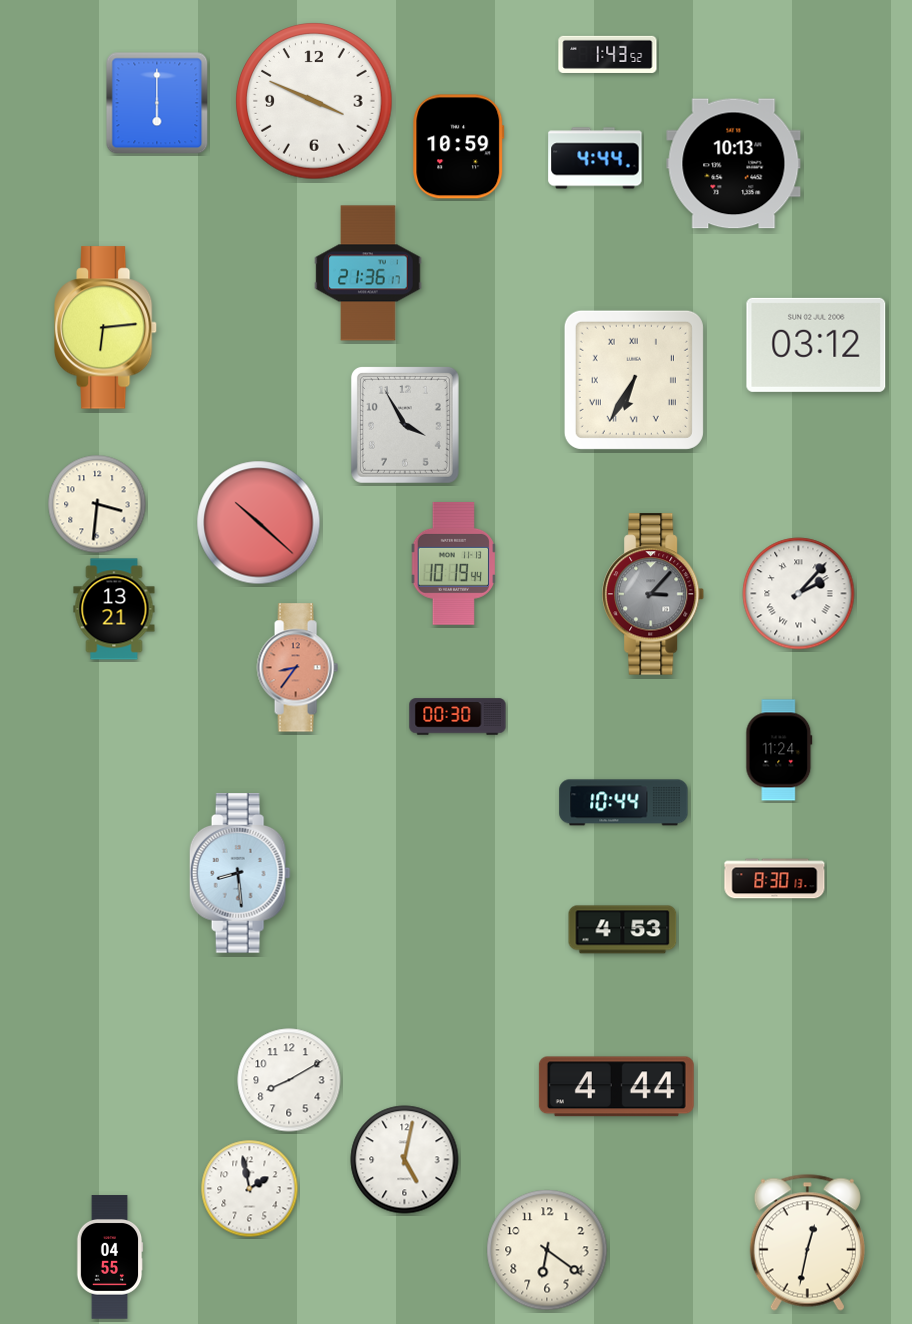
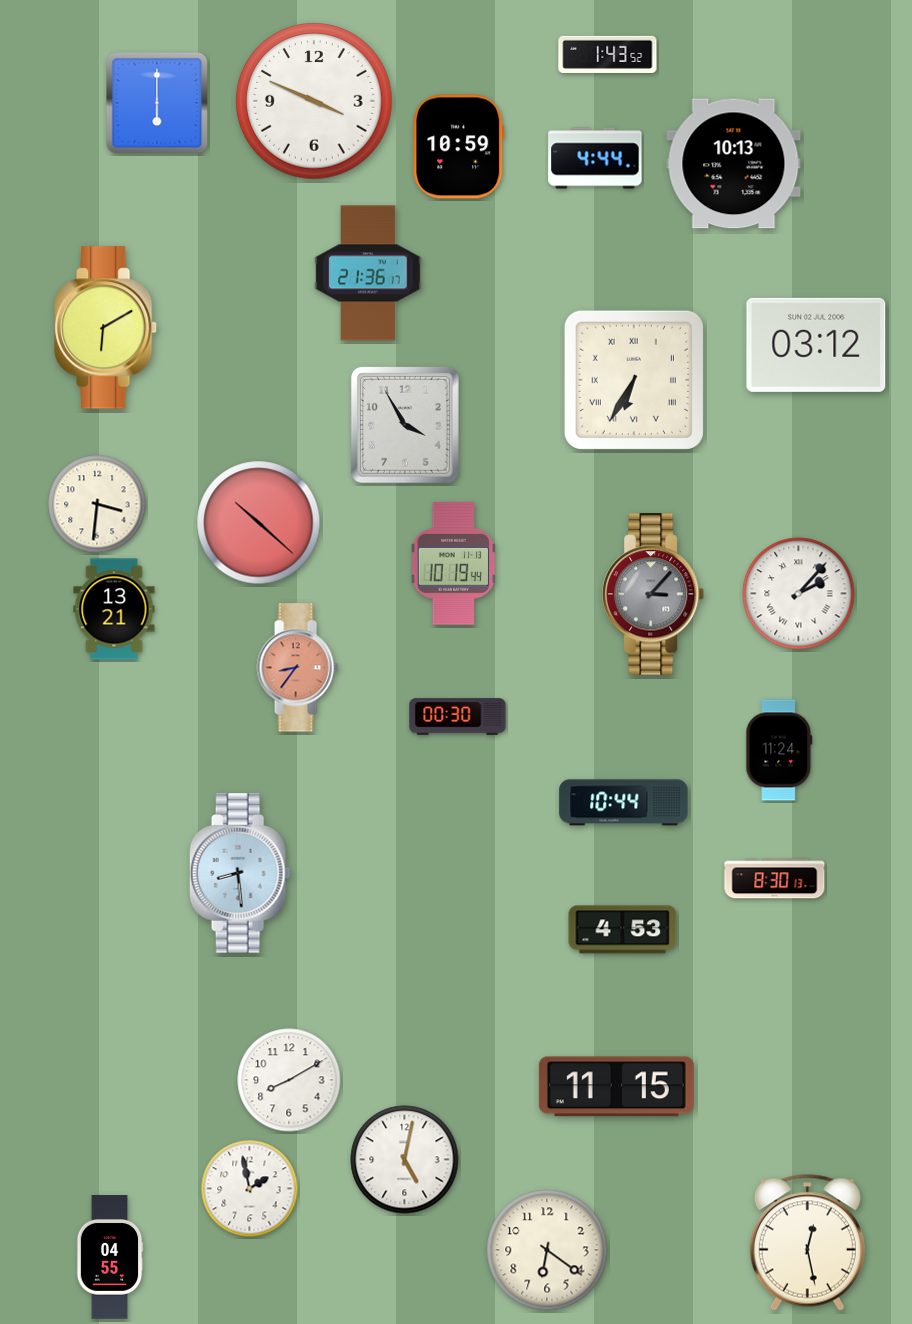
clock at (106, 328): 6:14 -> 6:10
clock at (616, 1087): 4:44 -> 11:15
clock at (807, 1242): 12:32 -> 12:28
